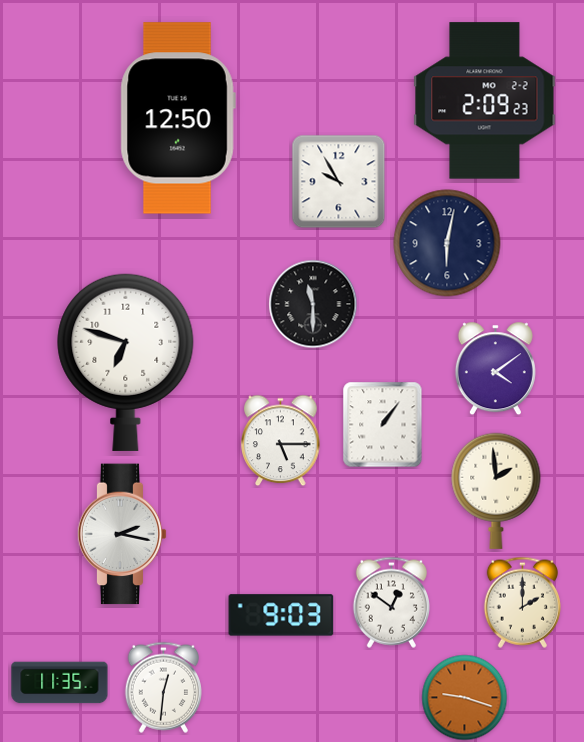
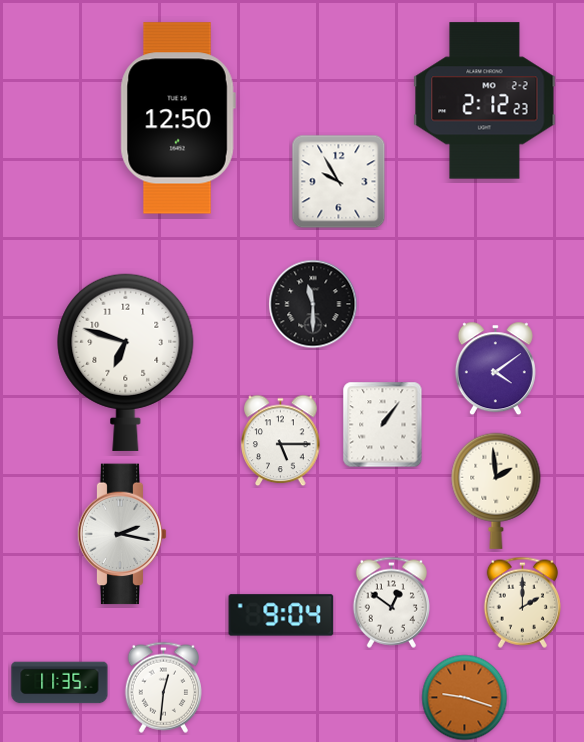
clock at (485, 101): 2:09 -> 2:12
clock at (447, 243): 6:02 -> none
clock at (281, 615): 9:03 -> 9:04
